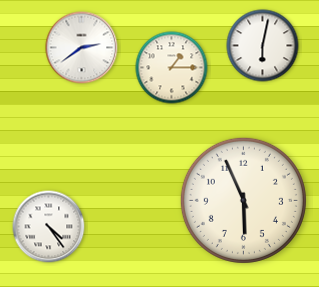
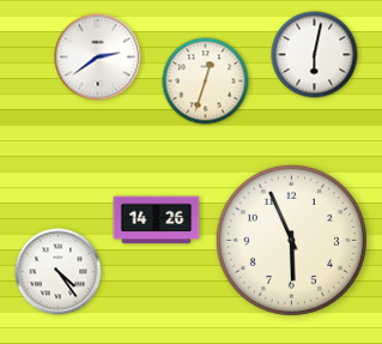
clock at (172, 68): 1:15 -> 12:33
clock at (157, 221): none -> 14:26
